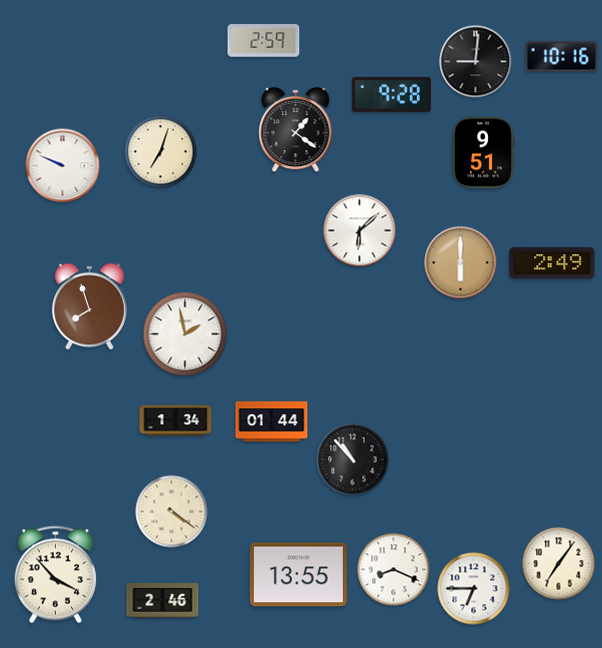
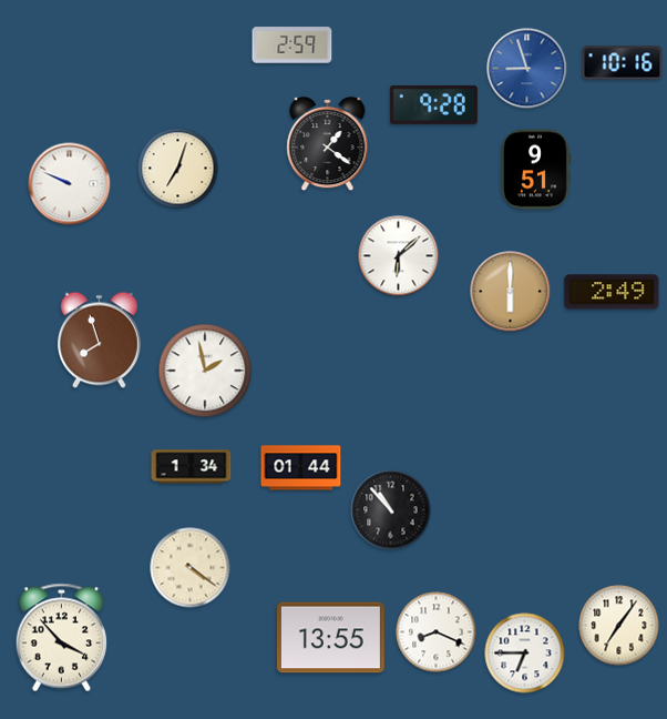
clock at (476, 62): 9:01 -> 8:57
clock at (476, 62) dial: black -> blue
clock at (176, 421) position: (176, 421) -> (192, 467)
clock at (163, 601): 2:46 -> none
